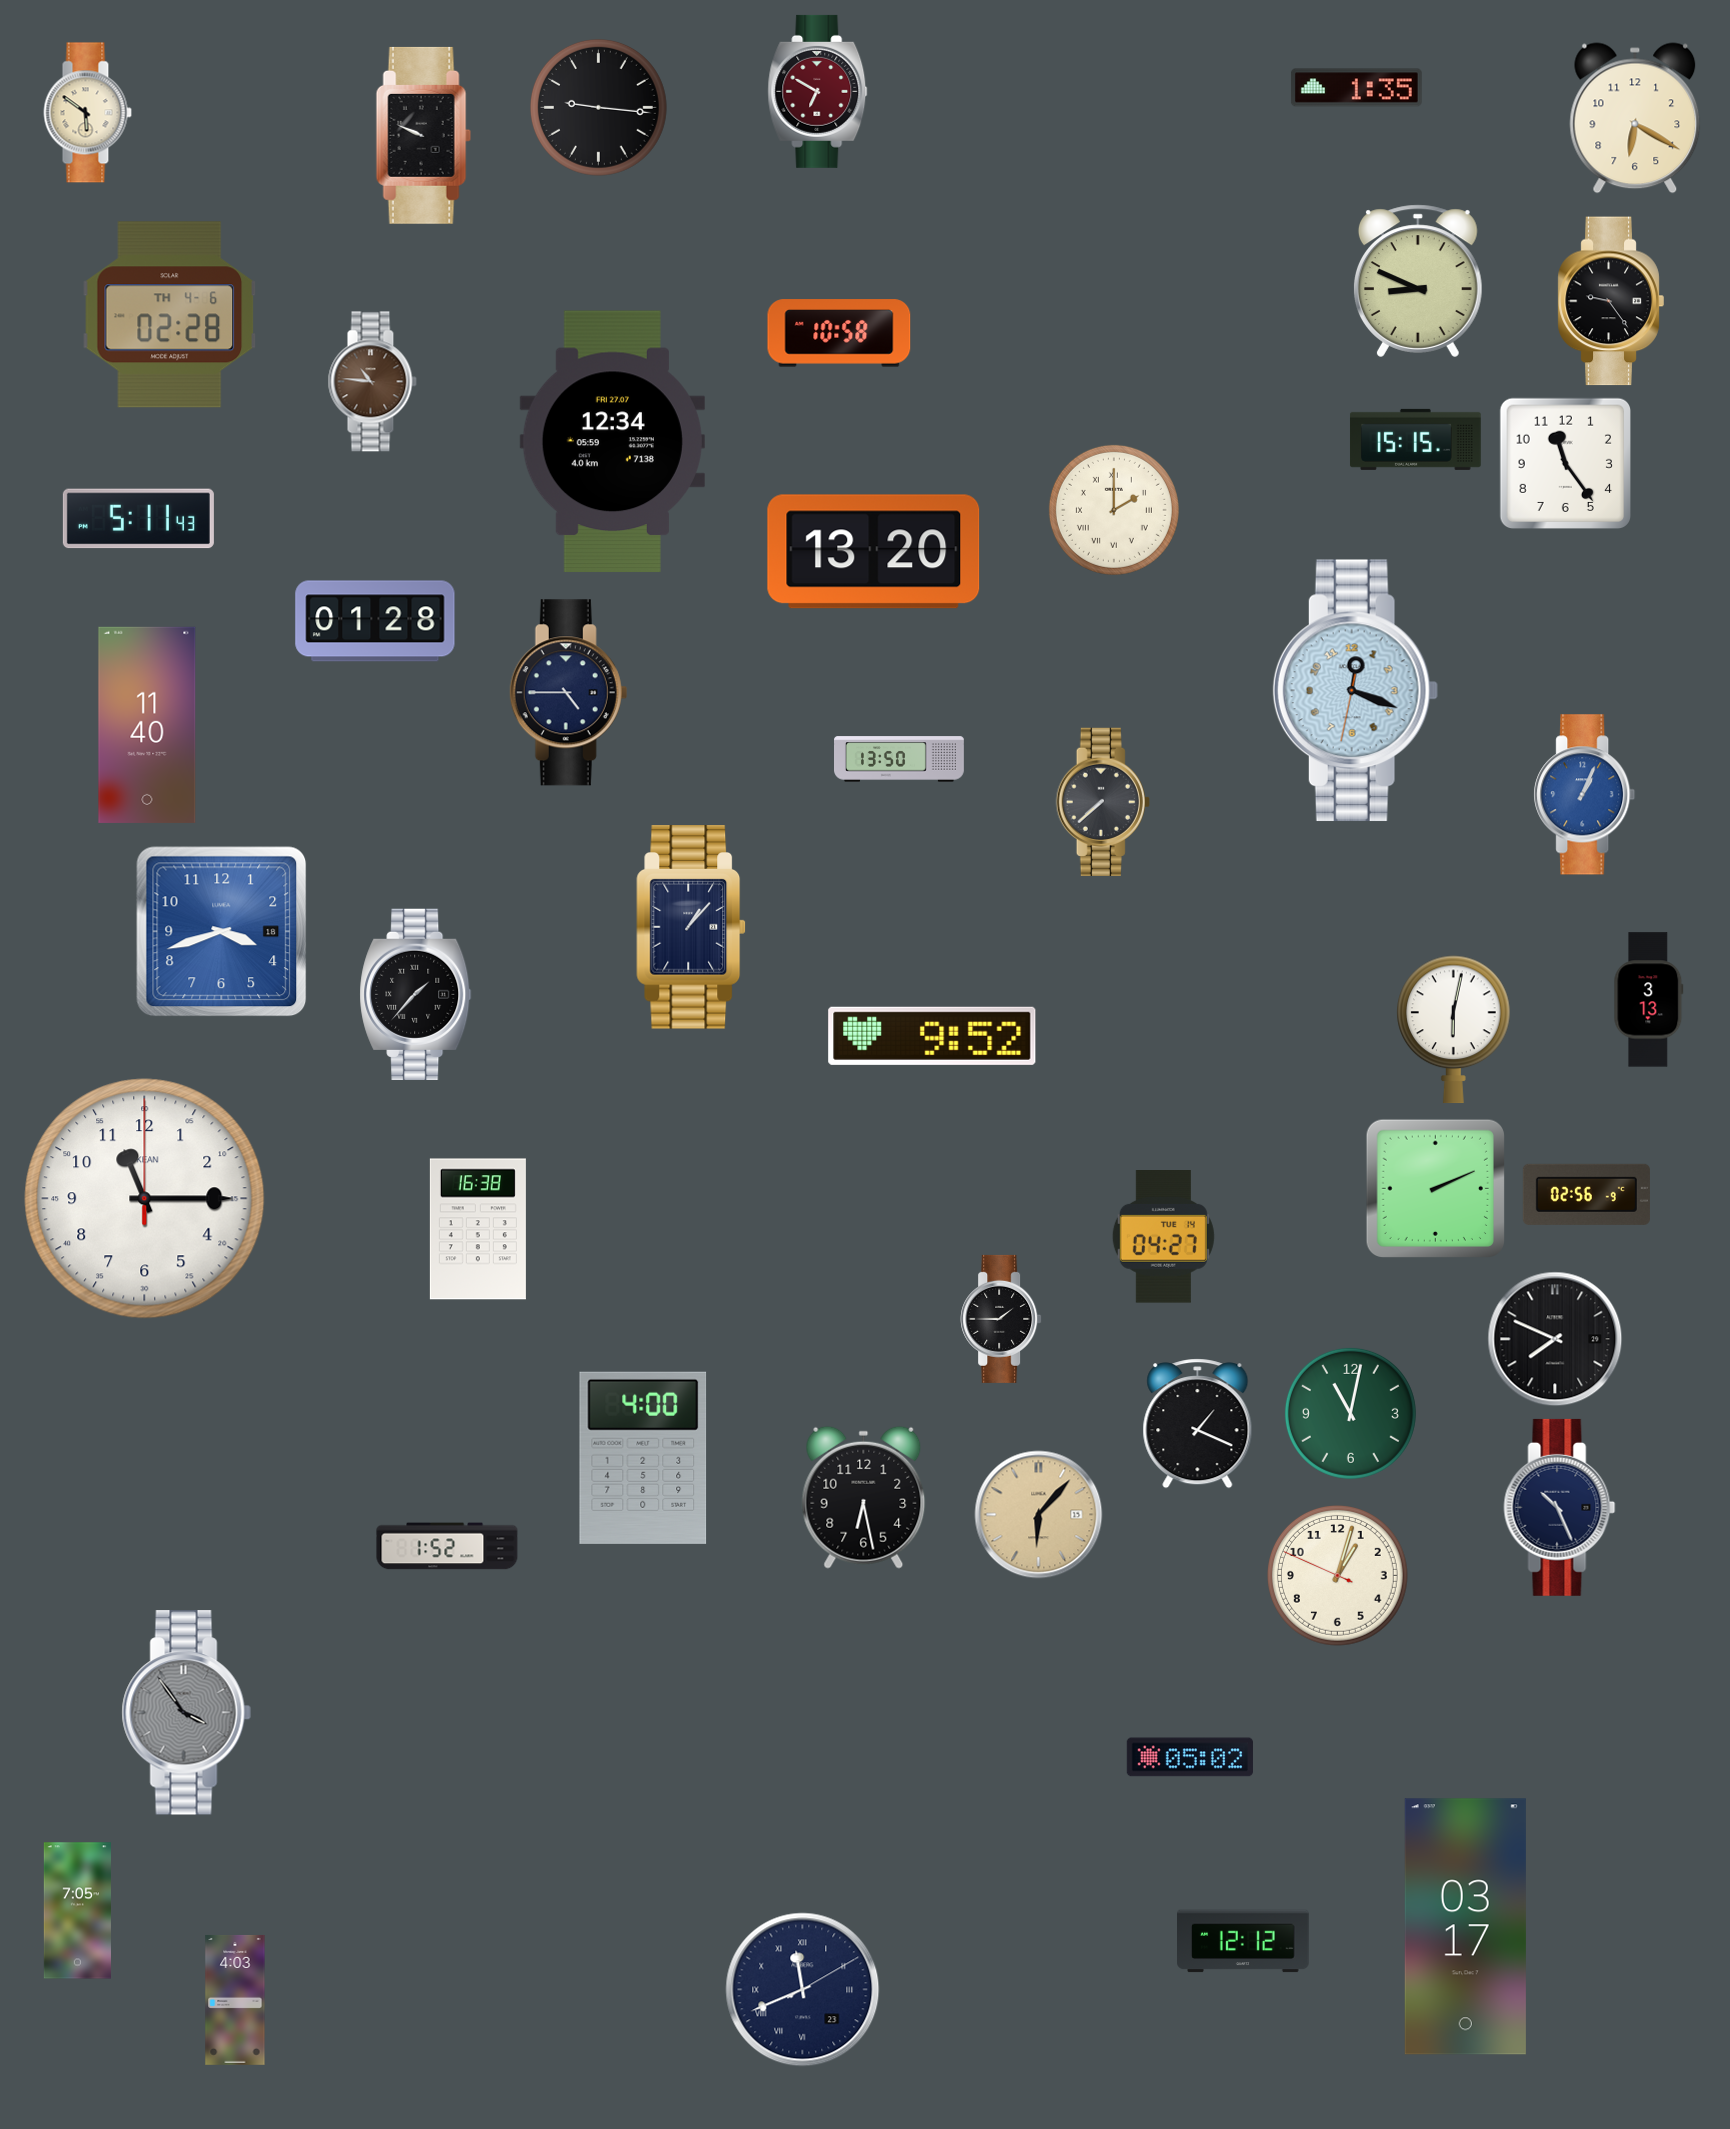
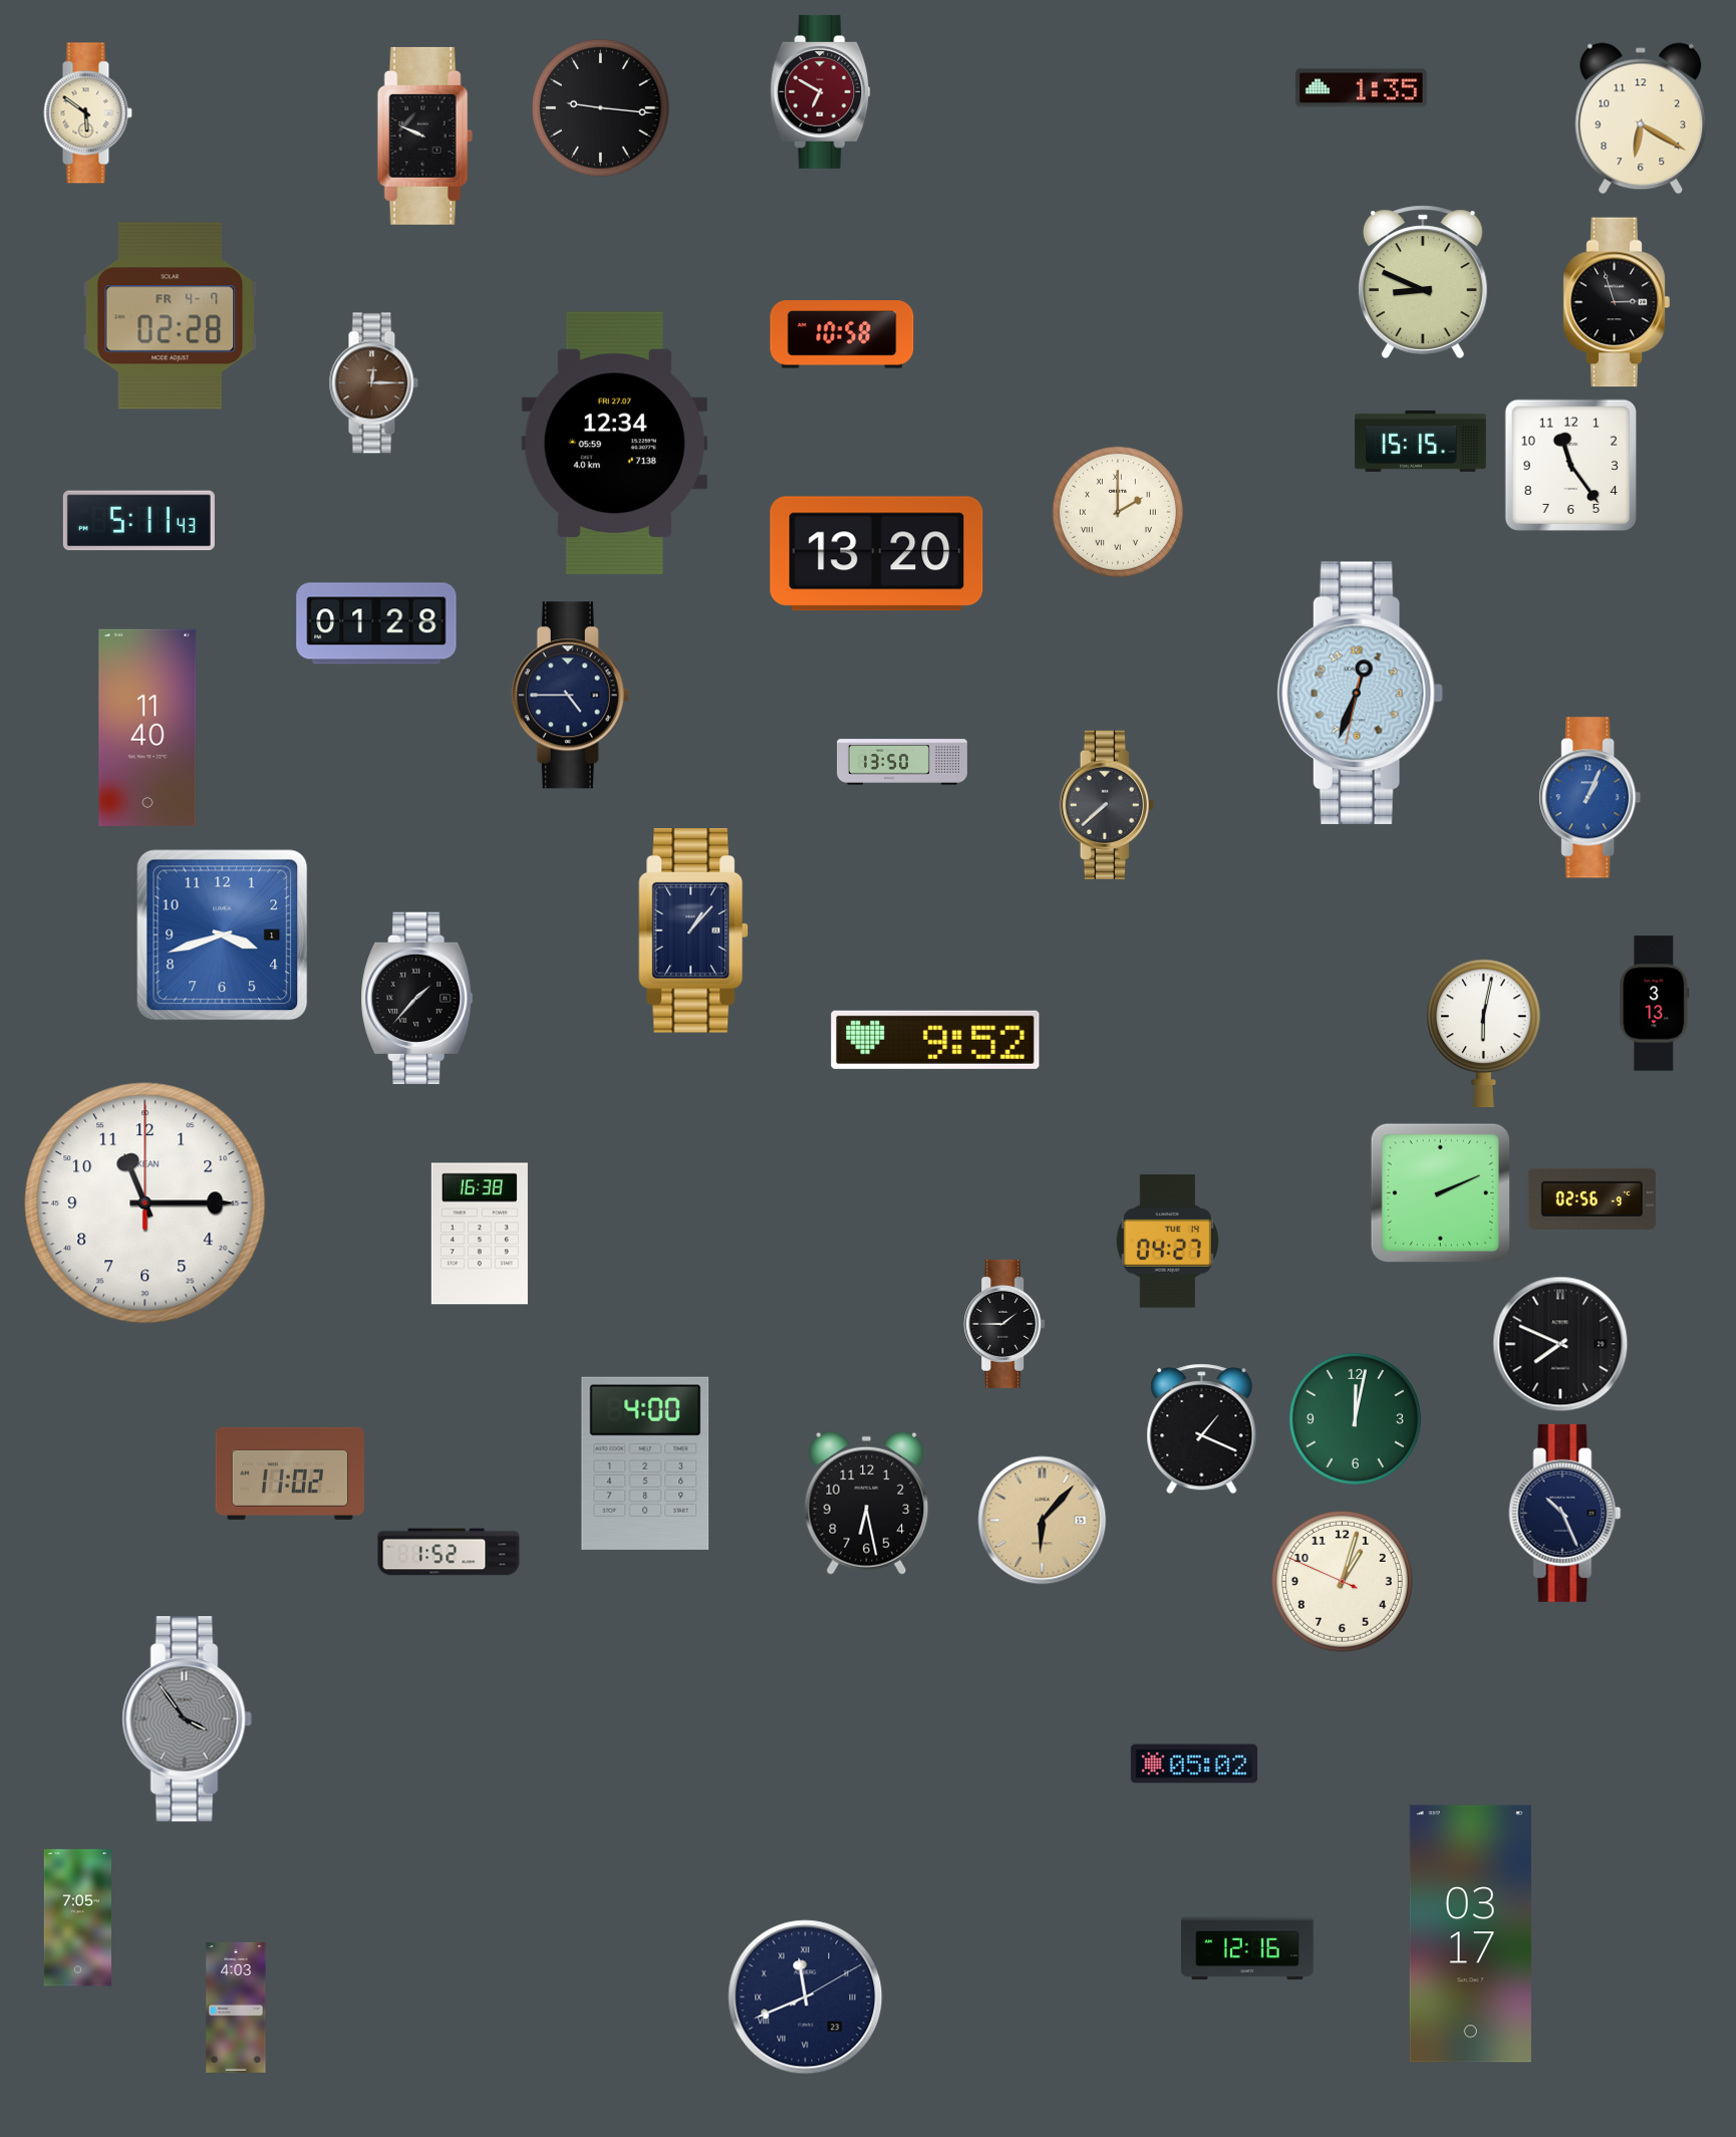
clock at (1611, 301): 9:24 -> 2:57
clock at (170, 315) date: TH 4-6 -> FR 4-7
clock at (372, 382): 10:46 -> 12:15
clock at (1355, 691): 12:18 -> 12:33
clock at (222, 932) date: 18 -> 1
clock at (1454, 1030) position: (1454, 1030) -> (1484, 1034)
clock at (1350, 1413): 11:02 -> 12:02
clock at (289, 1474): none -> 11:02
clock at (1244, 1941): 12:12 -> 12:16
